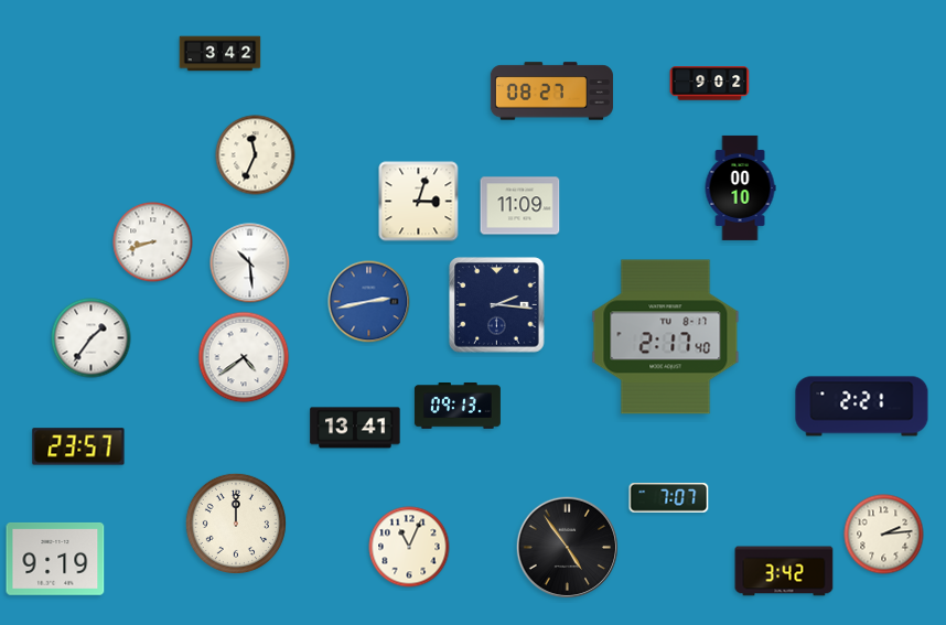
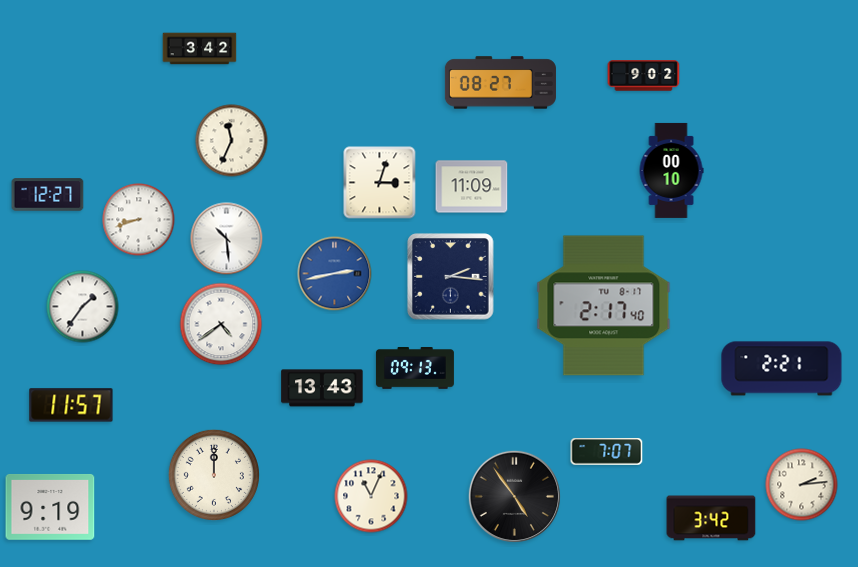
clock at (48, 195): none -> 12:27
clock at (355, 428): 13:41 -> 13:43
clock at (78, 446): 23:57 -> 11:57
